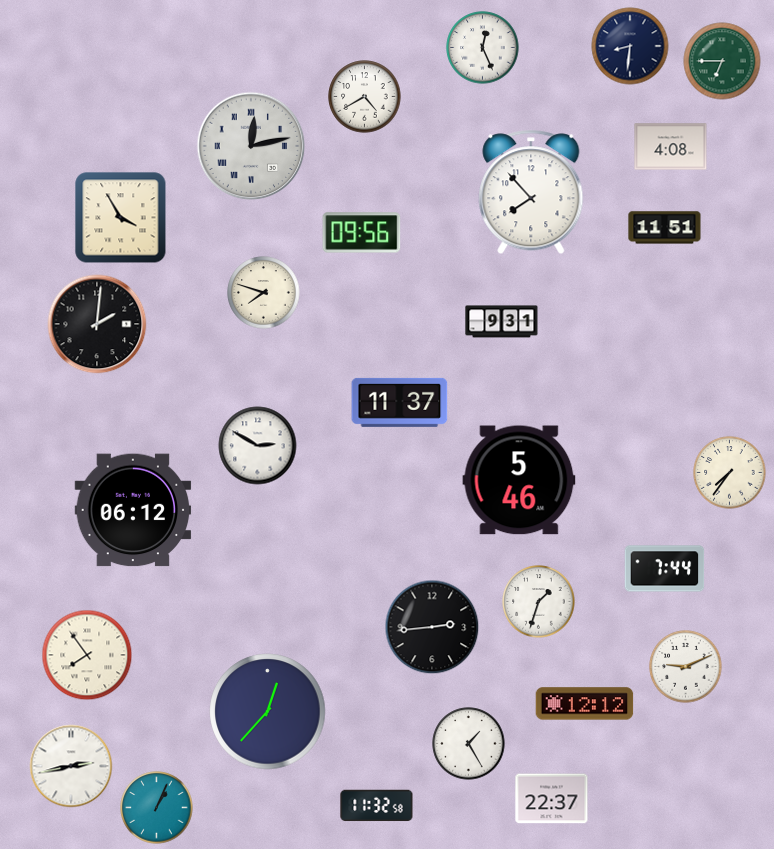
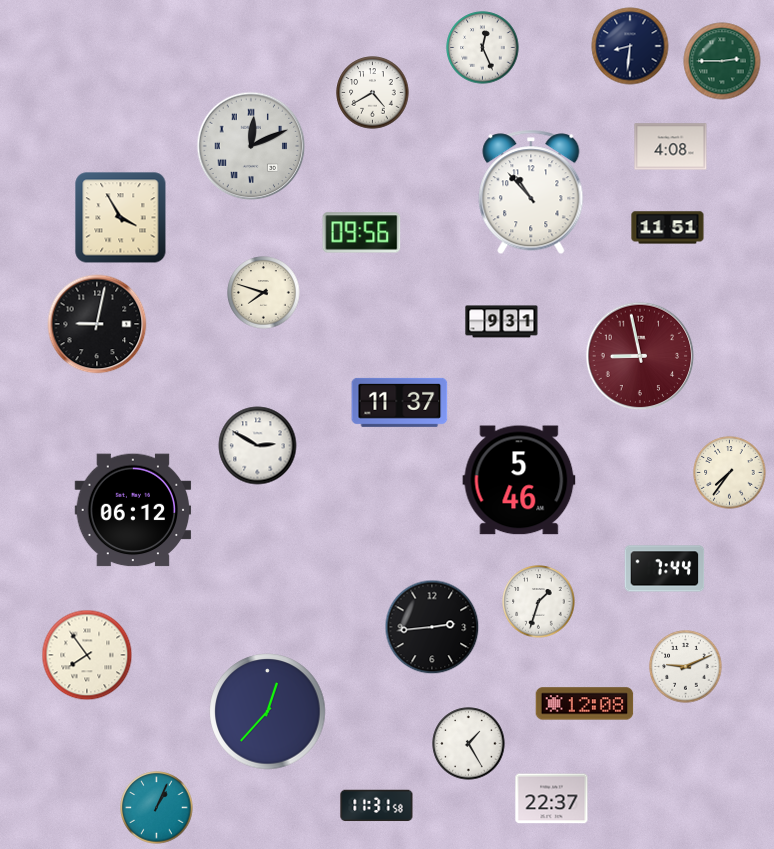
clock at (722, 61): 6:45 -> 2:45
clock at (365, 97) position: (365, 97) -> (373, 93)
clock at (251, 146): 12:13 -> 12:11
clock at (531, 192): 7:53 -> 10:53
clock at (665, 228) position: (665, 228) -> (668, 228)
clock at (97, 324): 2:01 -> 9:02
clock at (640, 356): none -> 8:58
clock at (585, 704): 12:12 -> 12:08
clock at (71, 766): 2:43 -> none
clock at (377, 806): 11:32 -> 11:31
